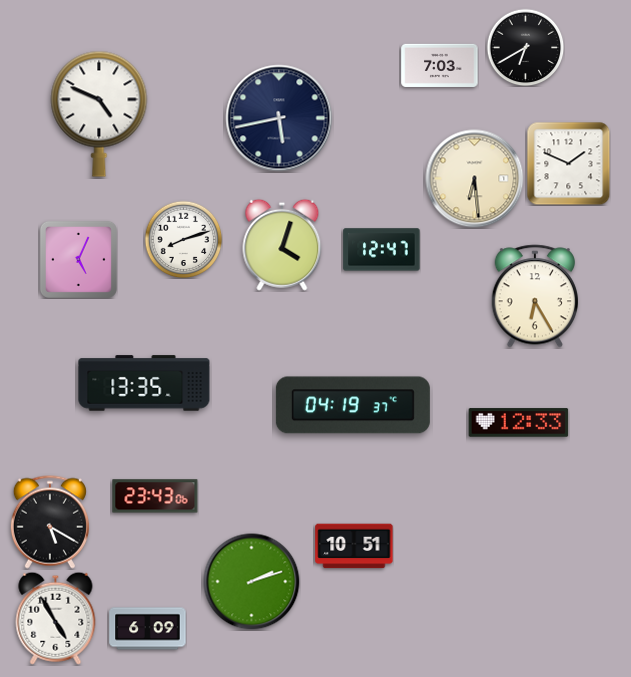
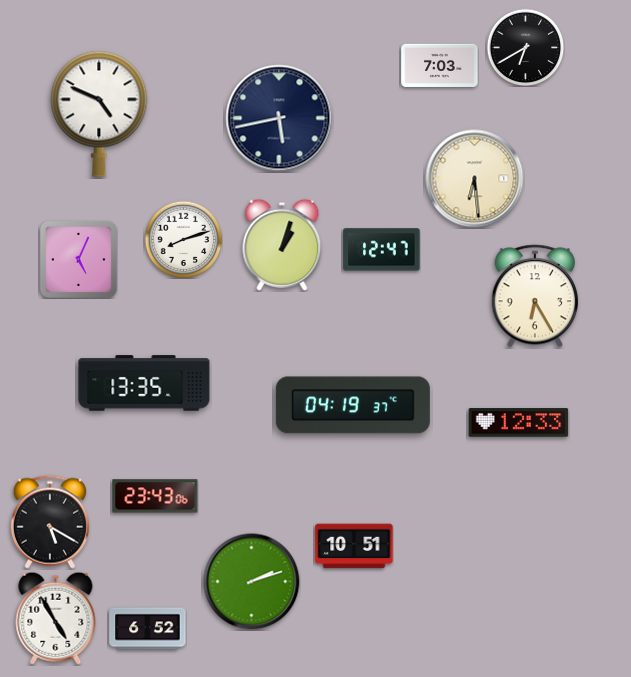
clock at (568, 163): 1:49 -> none
clock at (282, 245): 4:03 -> 1:03
clock at (148, 629): 6:09 -> 6:52
